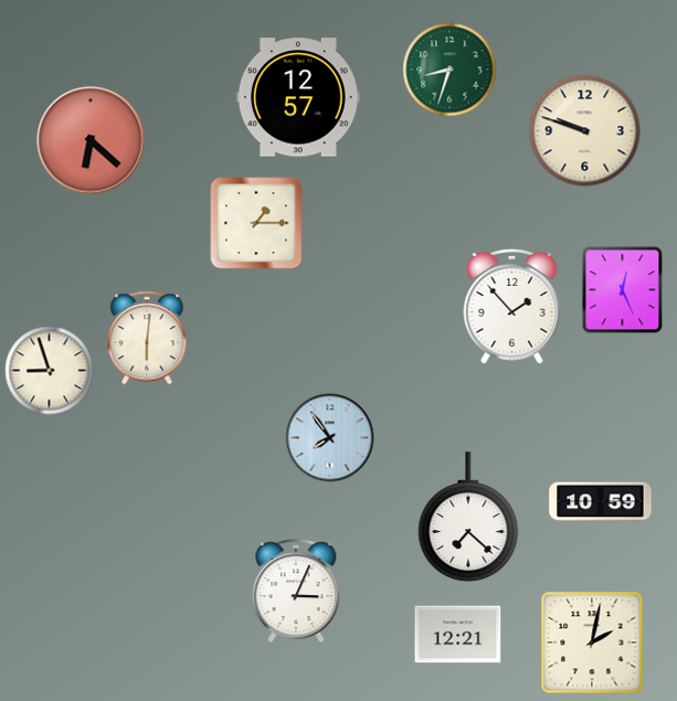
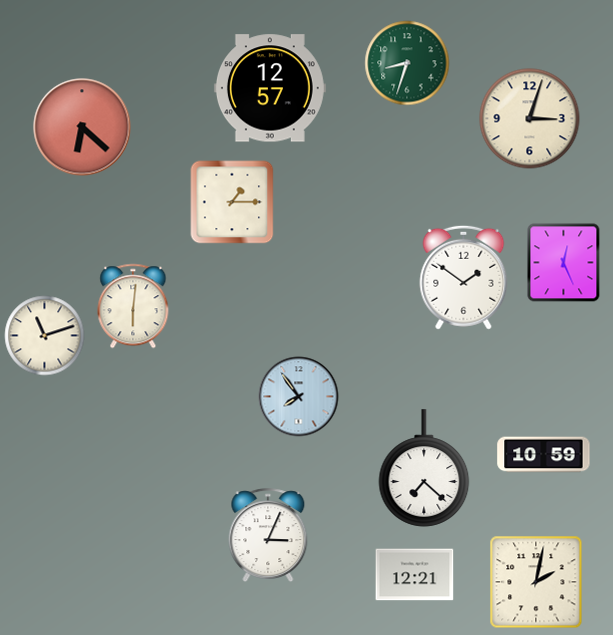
clock at (585, 131): 9:48 -> 3:03
clock at (512, 306): 1:53 -> 1:51
clock at (50, 371): 8:57 -> 11:12
